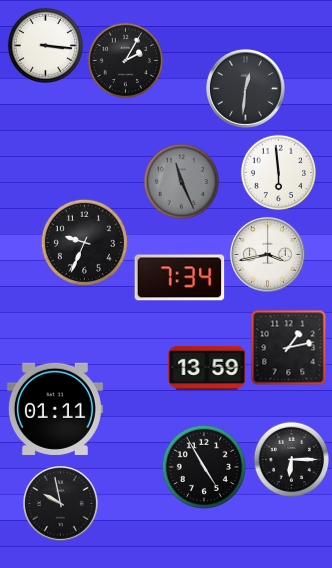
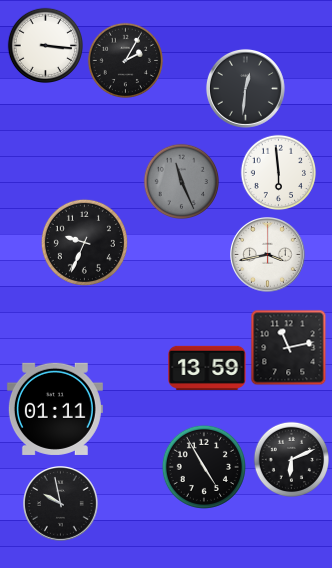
clock at (180, 278): 7:34 -> none
clock at (289, 348): 1:13 -> 11:13
clock at (291, 459): 6:15 -> 6:11
